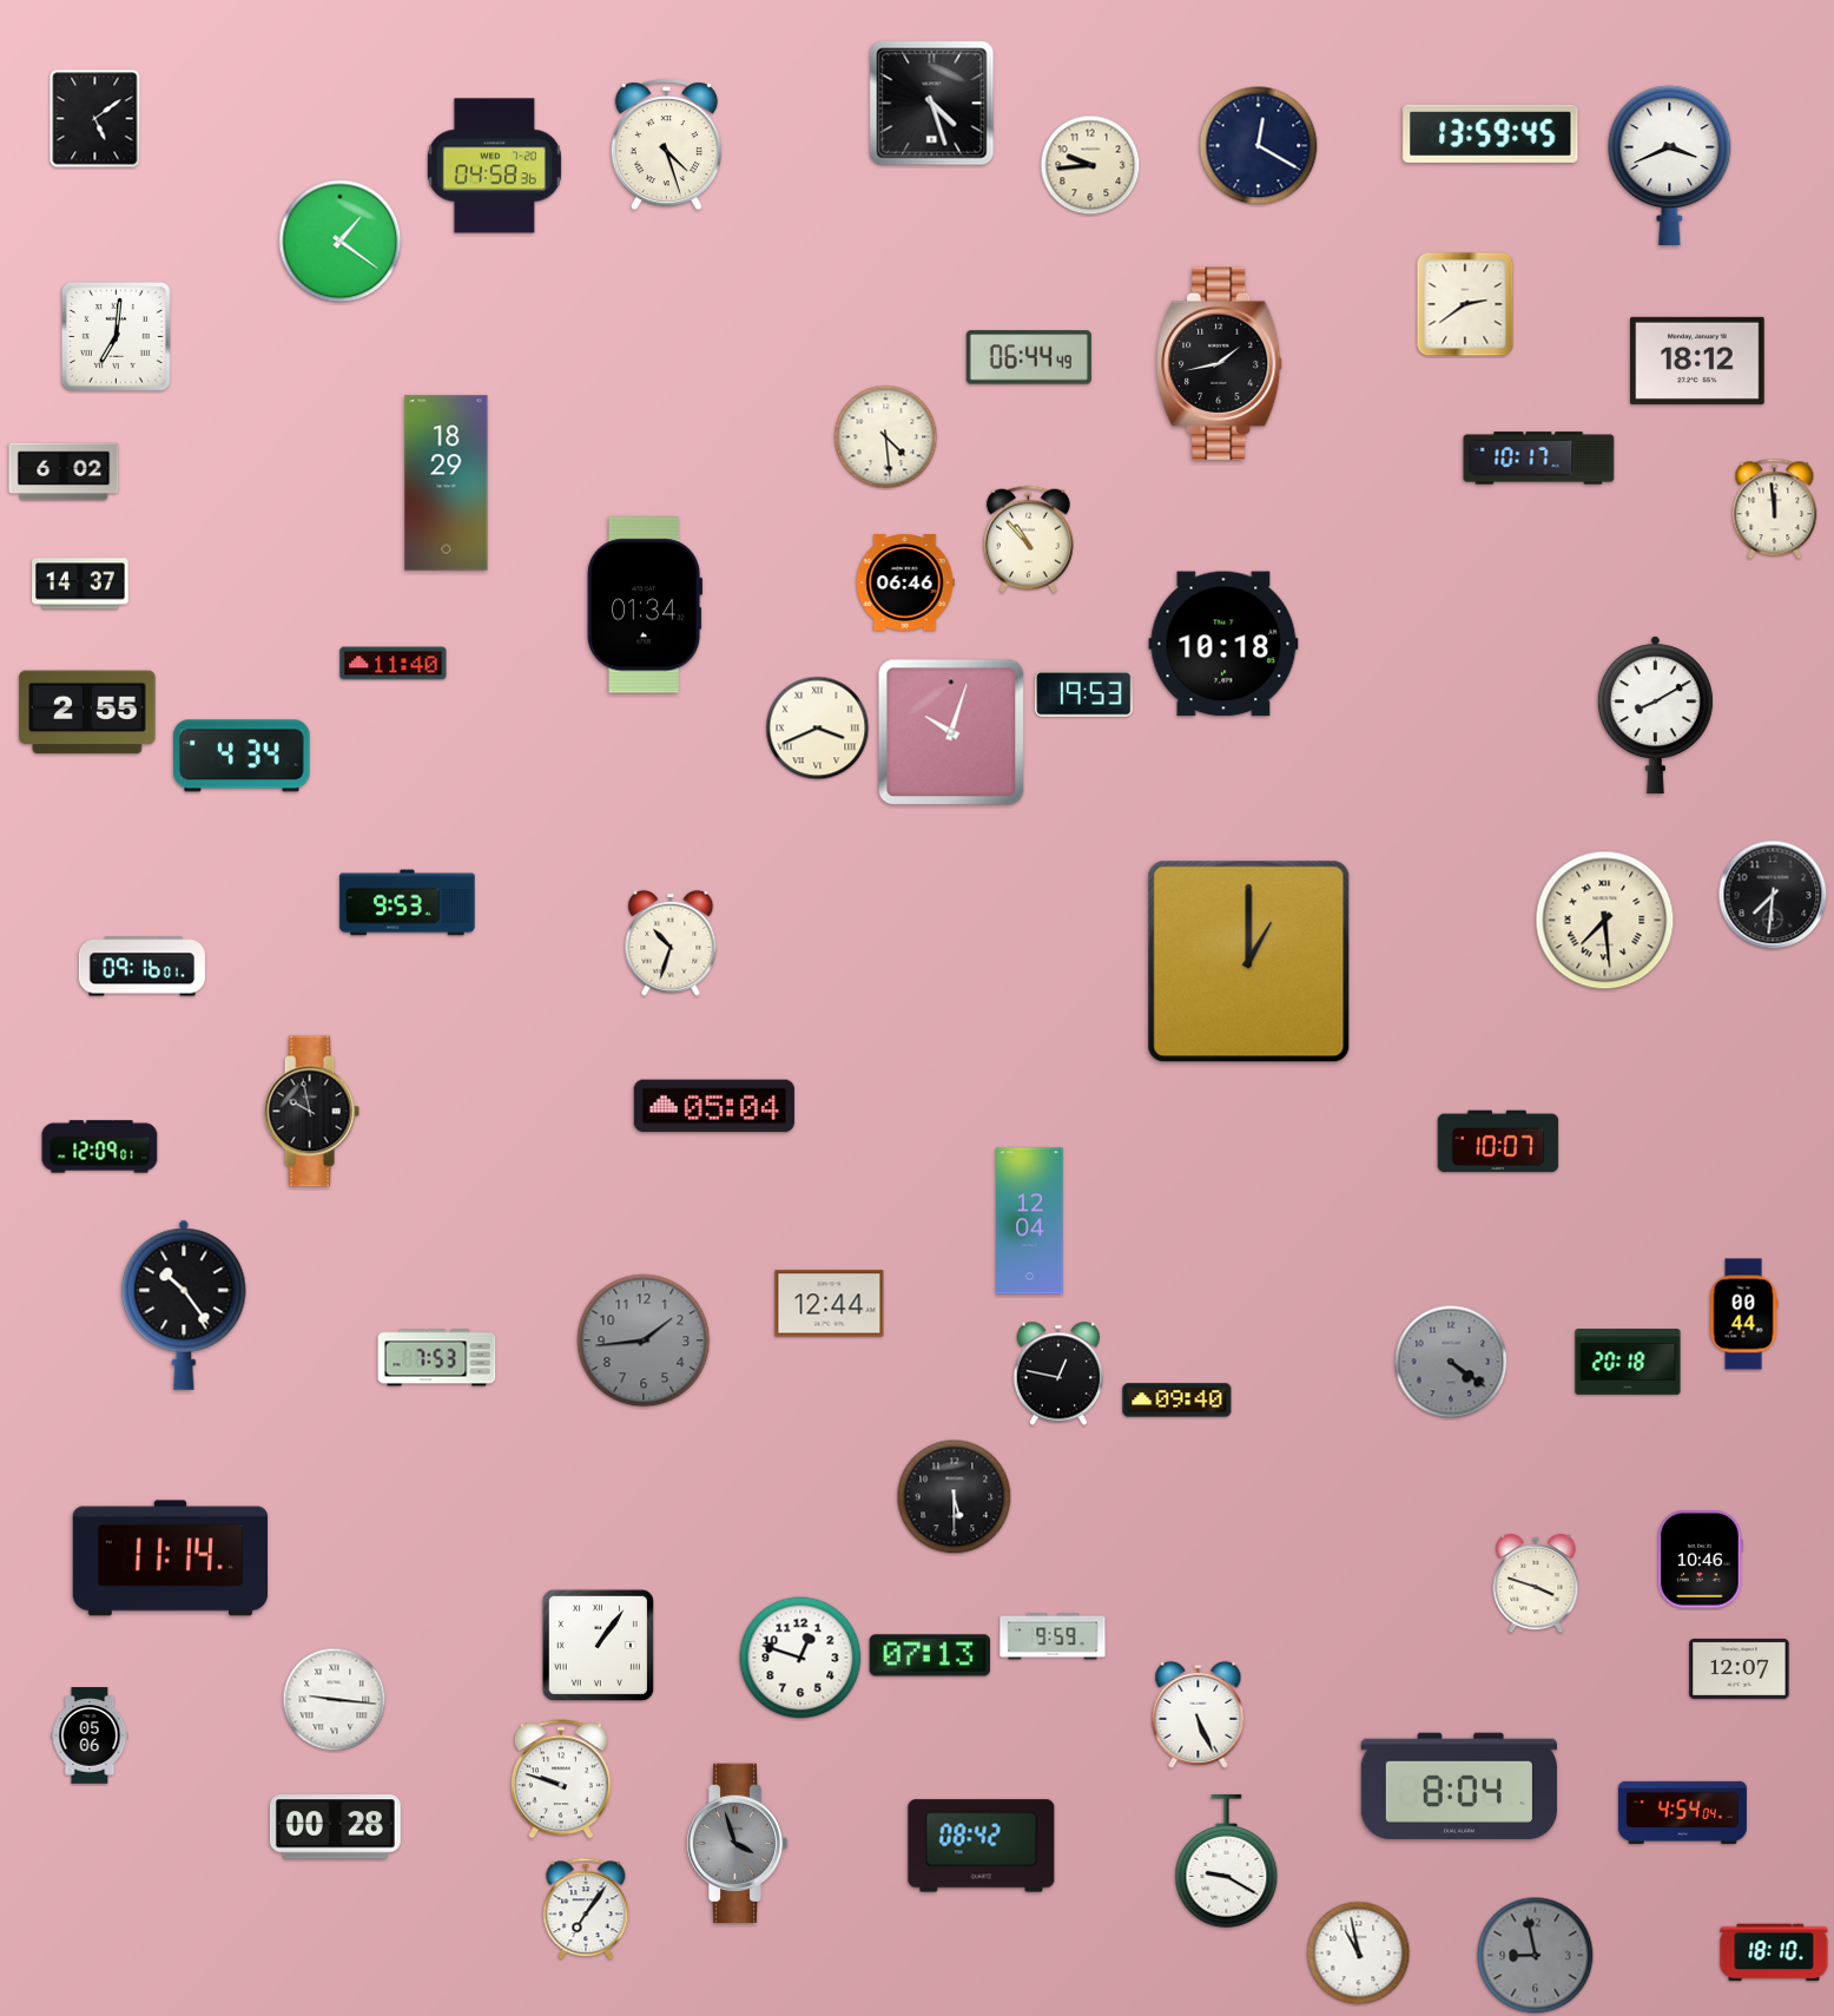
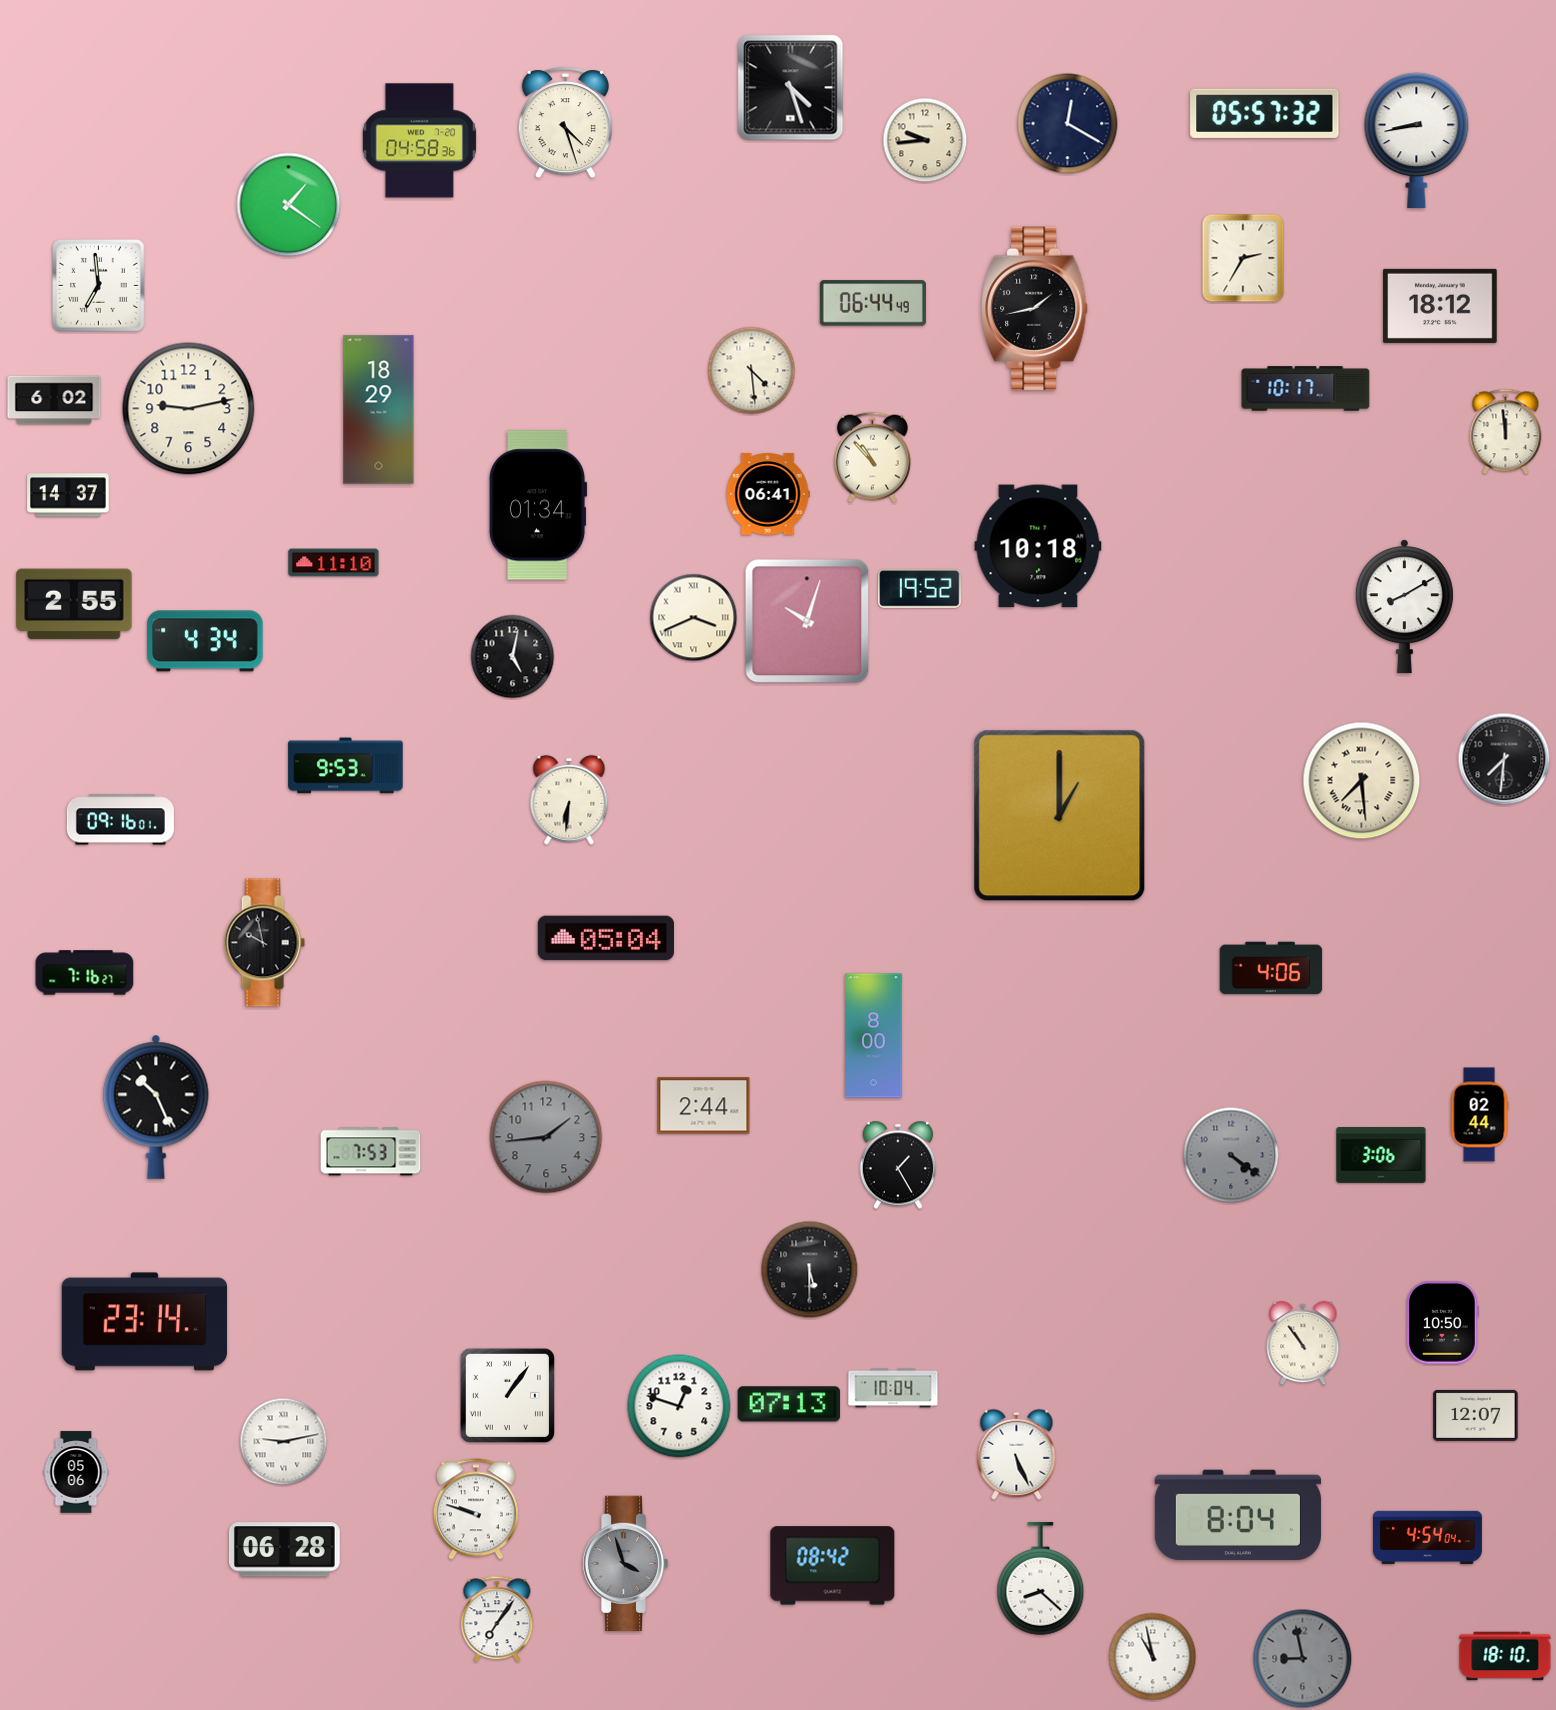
clock at (95, 119): 5:09 -> none
clock at (1491, 133): 13:59 -> 05:57
clock at (1670, 165): 3:41 -> 8:43
clock at (1465, 304): 2:39 -> 2:35
clock at (117, 337): 7:01 -> 6:59
clock at (189, 409): none -> 9:13
clock at (905, 582): 06:46 -> 06:41
clock at (645, 605) position: (645, 605) -> (538, 505)
clock at (394, 664): 11:40 -> 11:10
clock at (1084, 694): 19:53 -> 19:52
clock at (513, 657): none -> 5:02
clock at (671, 943): 10:33 -> 6:31
clock at (1498, 1141): 10:07 -> 4:06
clock at (100, 1147): 12:09 -> 7:16
clock at (1030, 1221): 12:04 -> 8:00
clock at (830, 1304): 12:44 -> 2:44
clock at (184, 1305): 10:24 -> 10:26
clock at (1743, 1315): 00:44 -> 02:44
clock at (1628, 1363): 20:18 -> 3:06
clock at (1058, 1373): 12:47 -> 1:25
clock at (1177, 1401): 09:40 -> none
clock at (171, 1559): 11:14 -> 23:14
clock at (1701, 1560): 10:46 -> 10:50
clock at (1536, 1583): 3:48 -> 10:54
clock at (1053, 1636): 9:59 -> 10:04
clock at (335, 1700): 9:16 -> 9:13
clock at (335, 1827): 00:28 -> 06:28
clock at (1227, 1862): 9:20 -> 8:22
